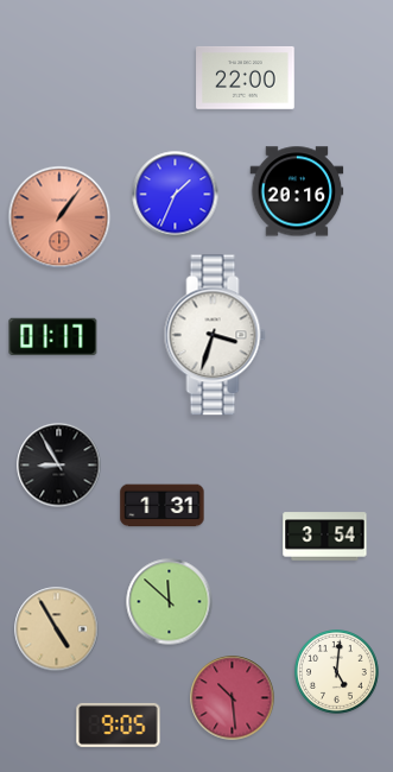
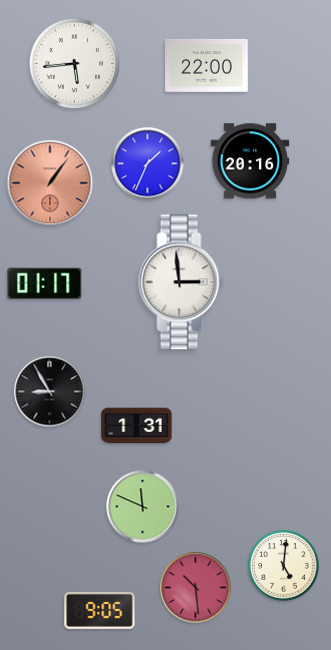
clock at (75, 64): none -> 5:44
clock at (215, 335): 3:33 -> 2:59
clock at (325, 537): 3:54 -> none
clock at (170, 602): 11:52 -> 11:49
clock at (57, 629): 4:55 -> none
